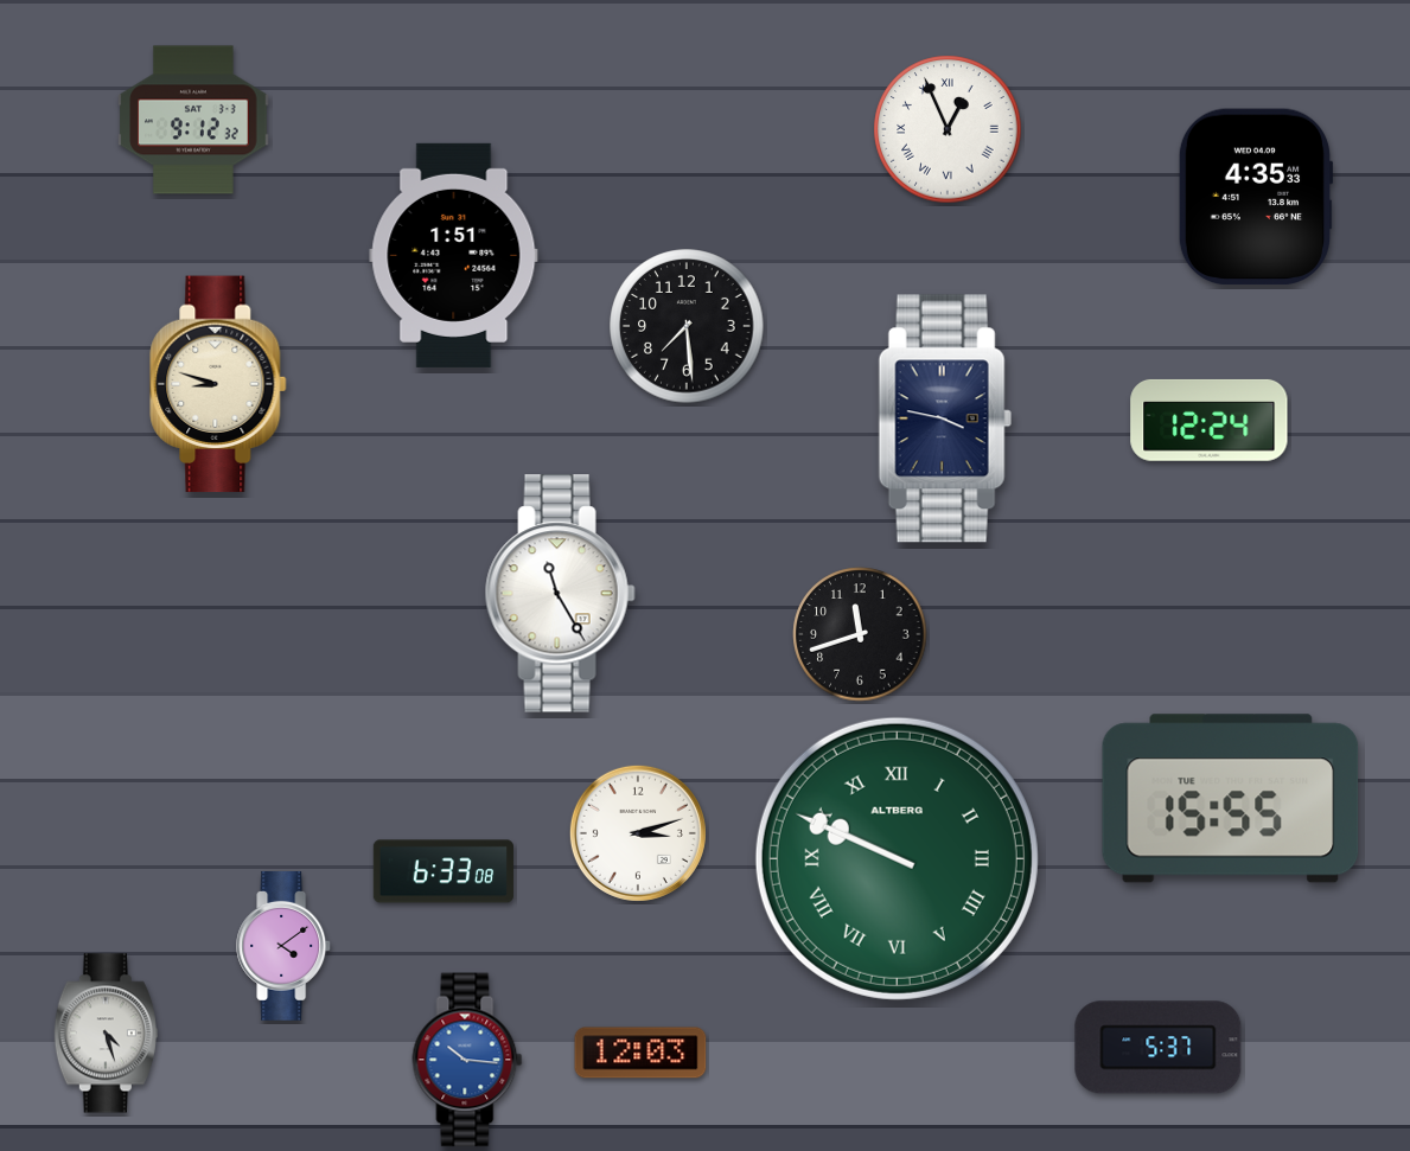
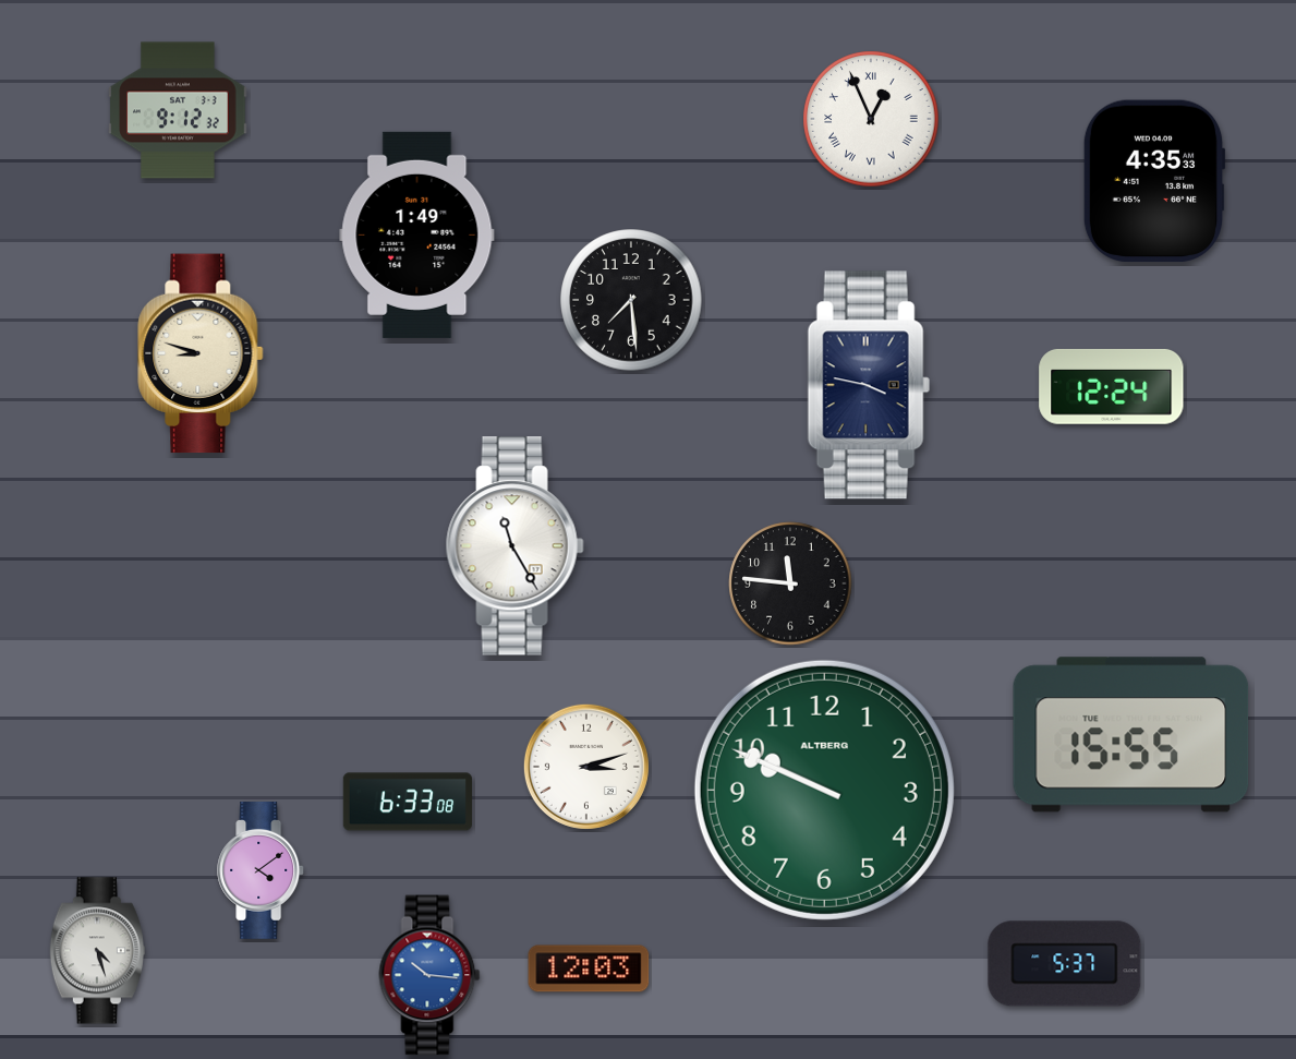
clock at (454, 255): 1:51 -> 1:49
clock at (860, 634): 11:42 -> 11:46
clock at (897, 858) numerals: Roman -> Arabic
